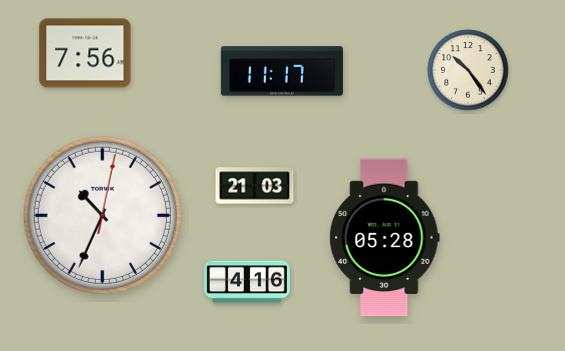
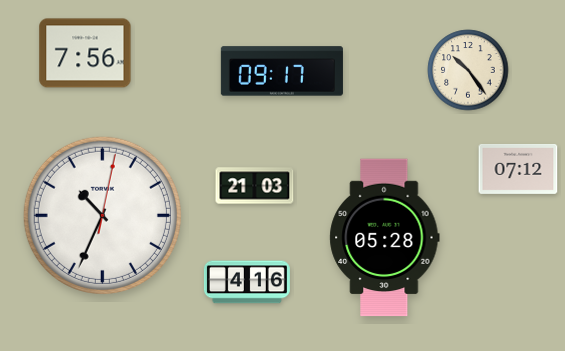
clock at (282, 71): 11:17 -> 09:17
clock at (518, 169): none -> 07:12
